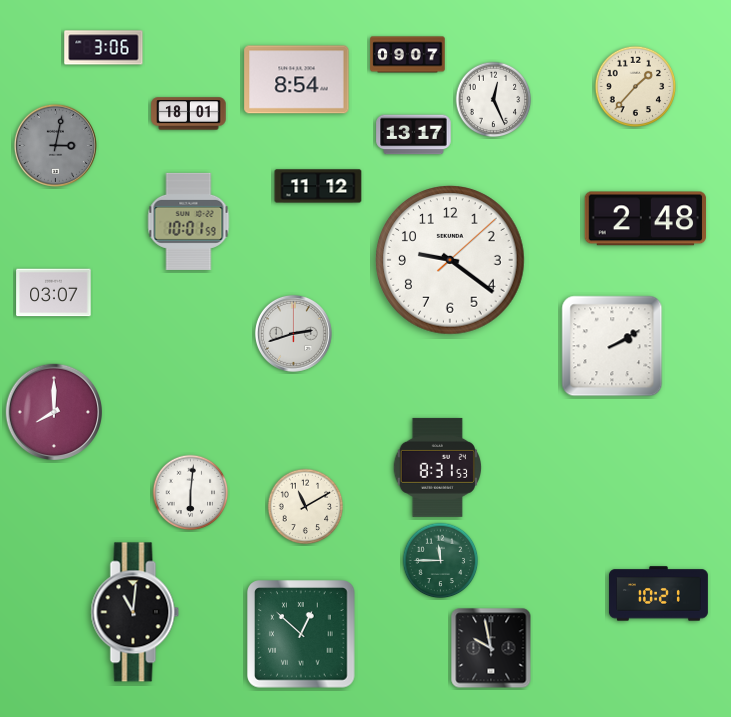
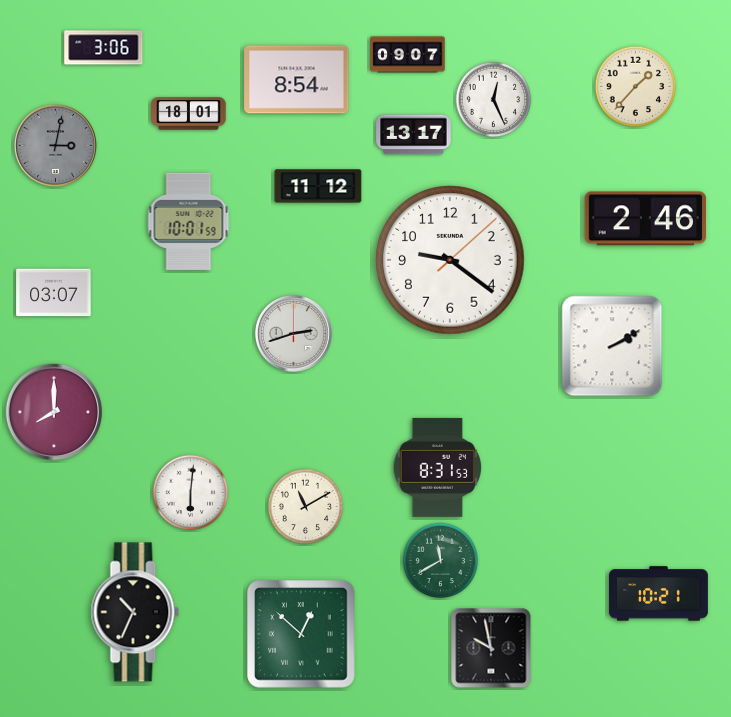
clock at (645, 219): 2:48 -> 2:46
clock at (441, 561): 11:45 -> 11:40
clock at (135, 612): 11:01 -> 10:34
